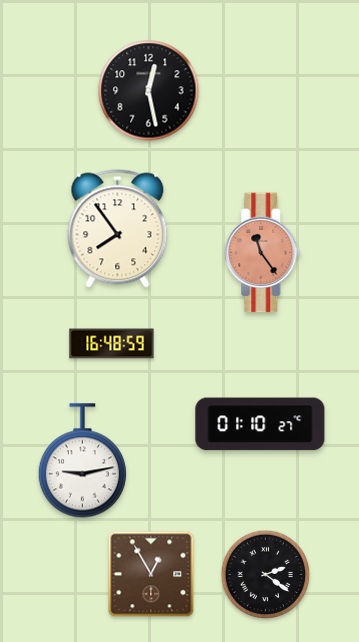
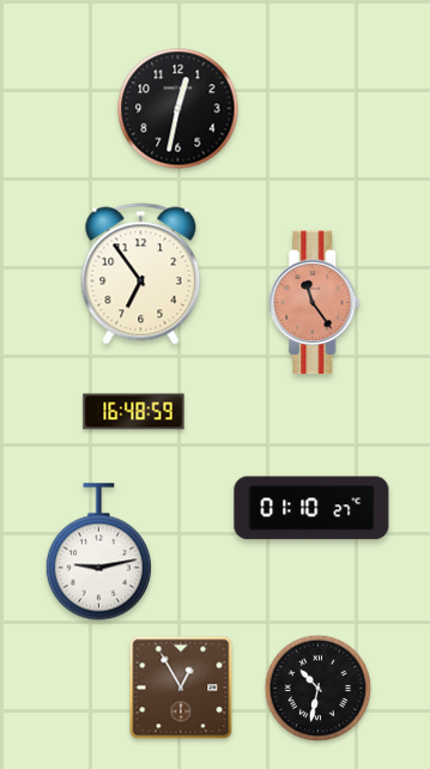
clock at (149, 91): 12:28 -> 12:32
clock at (118, 229): 7:54 -> 6:54
clock at (266, 575): 2:21 -> 10:32
